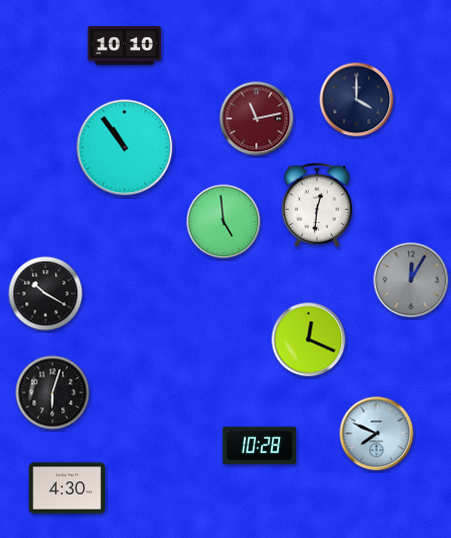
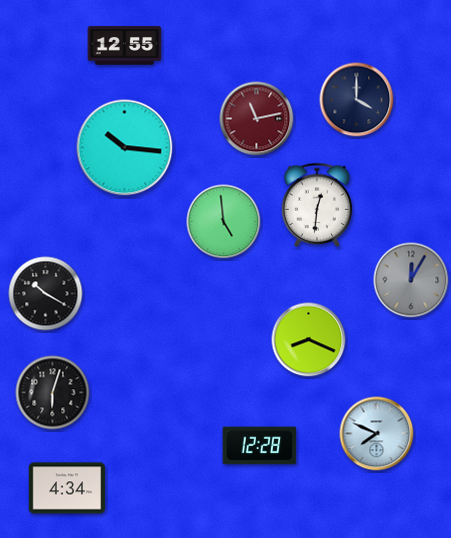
clock at (125, 46): 10:10 -> 12:55
clock at (125, 148): 10:54 -> 10:16
clock at (309, 340): 12:19 -> 8:19
clock at (260, 446): 10:28 -> 12:28
clock at (67, 488): 4:30 -> 4:34
